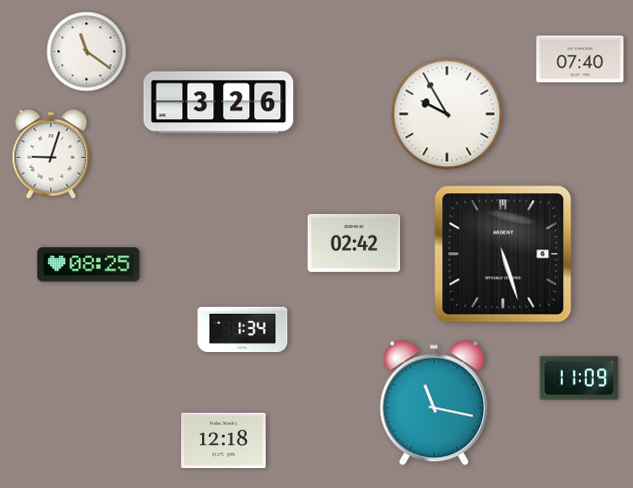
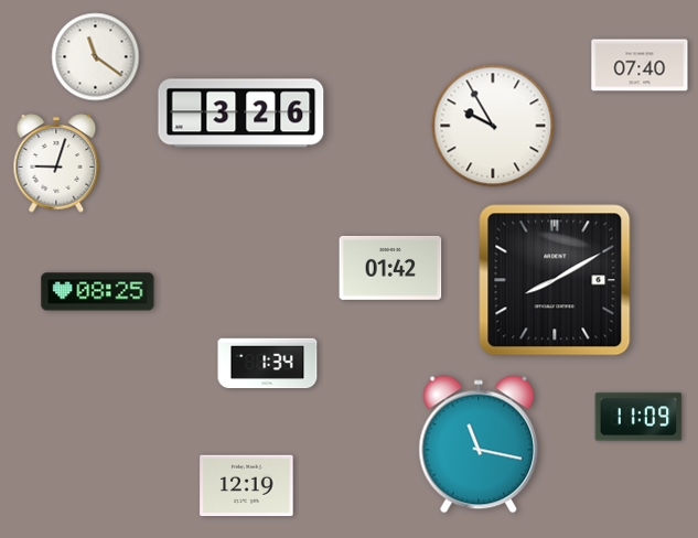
clock at (51, 154) position: (51, 154) -> (56, 163)
clock at (354, 243): 02:42 -> 01:42
clock at (503, 254): 5:27 -> 8:10
clock at (224, 441): 12:18 -> 12:19
